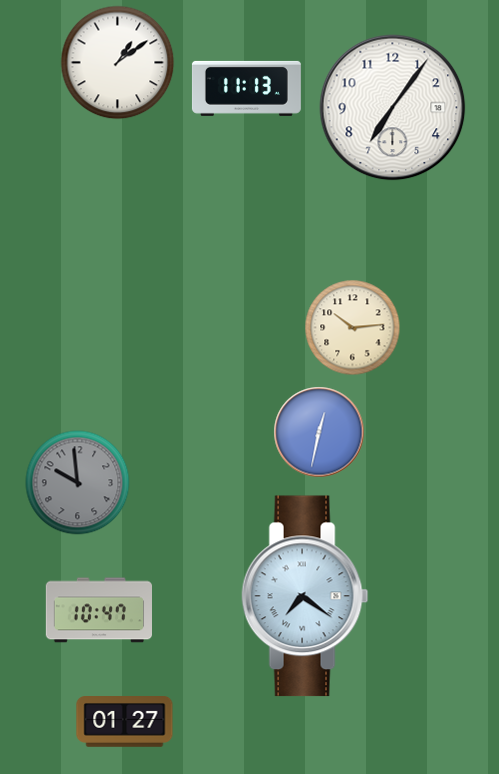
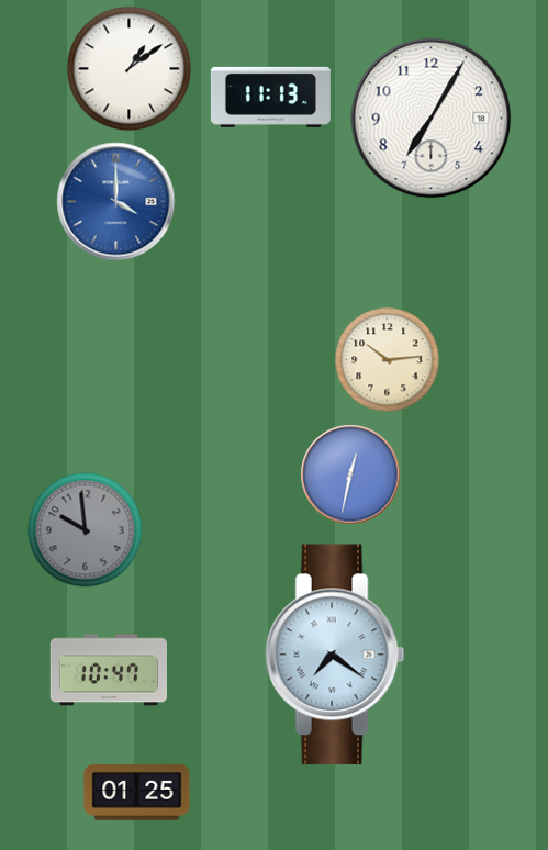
clock at (393, 108): 7:06 -> 7:05
clock at (116, 202): none -> 4:00
clock at (125, 722): 01:27 -> 01:25
